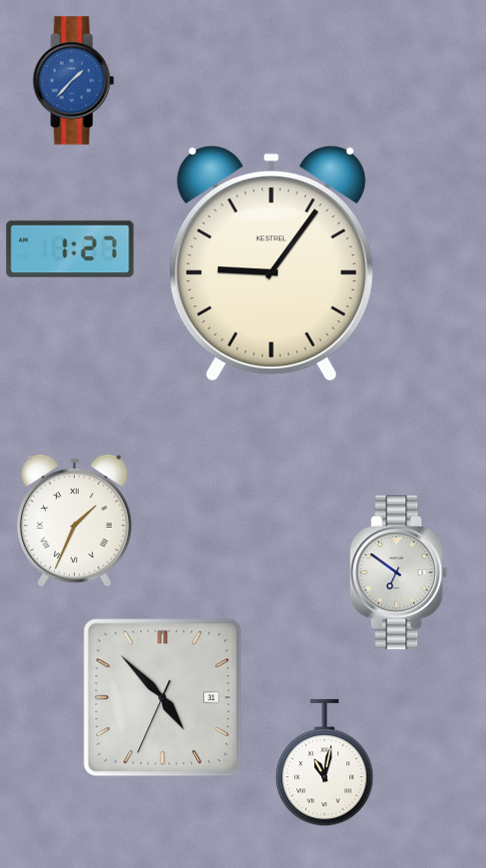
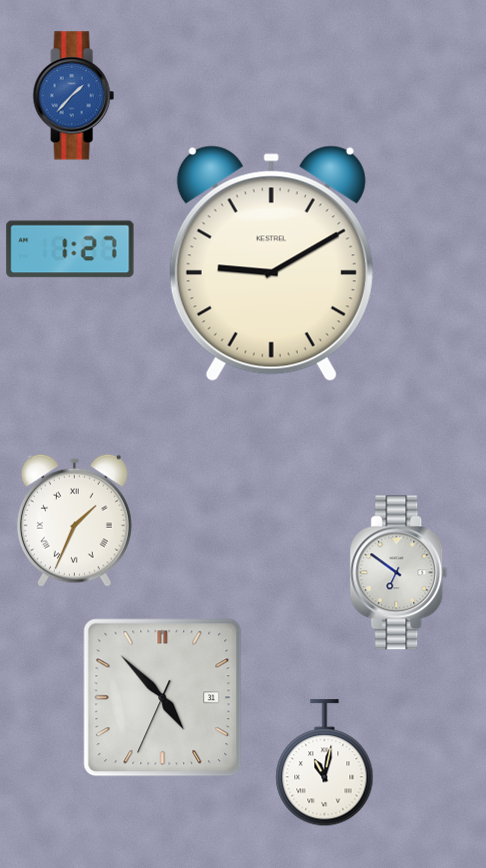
clock at (73, 81) position: (73, 81) -> (73, 96)
clock at (271, 264): 9:06 -> 9:10
